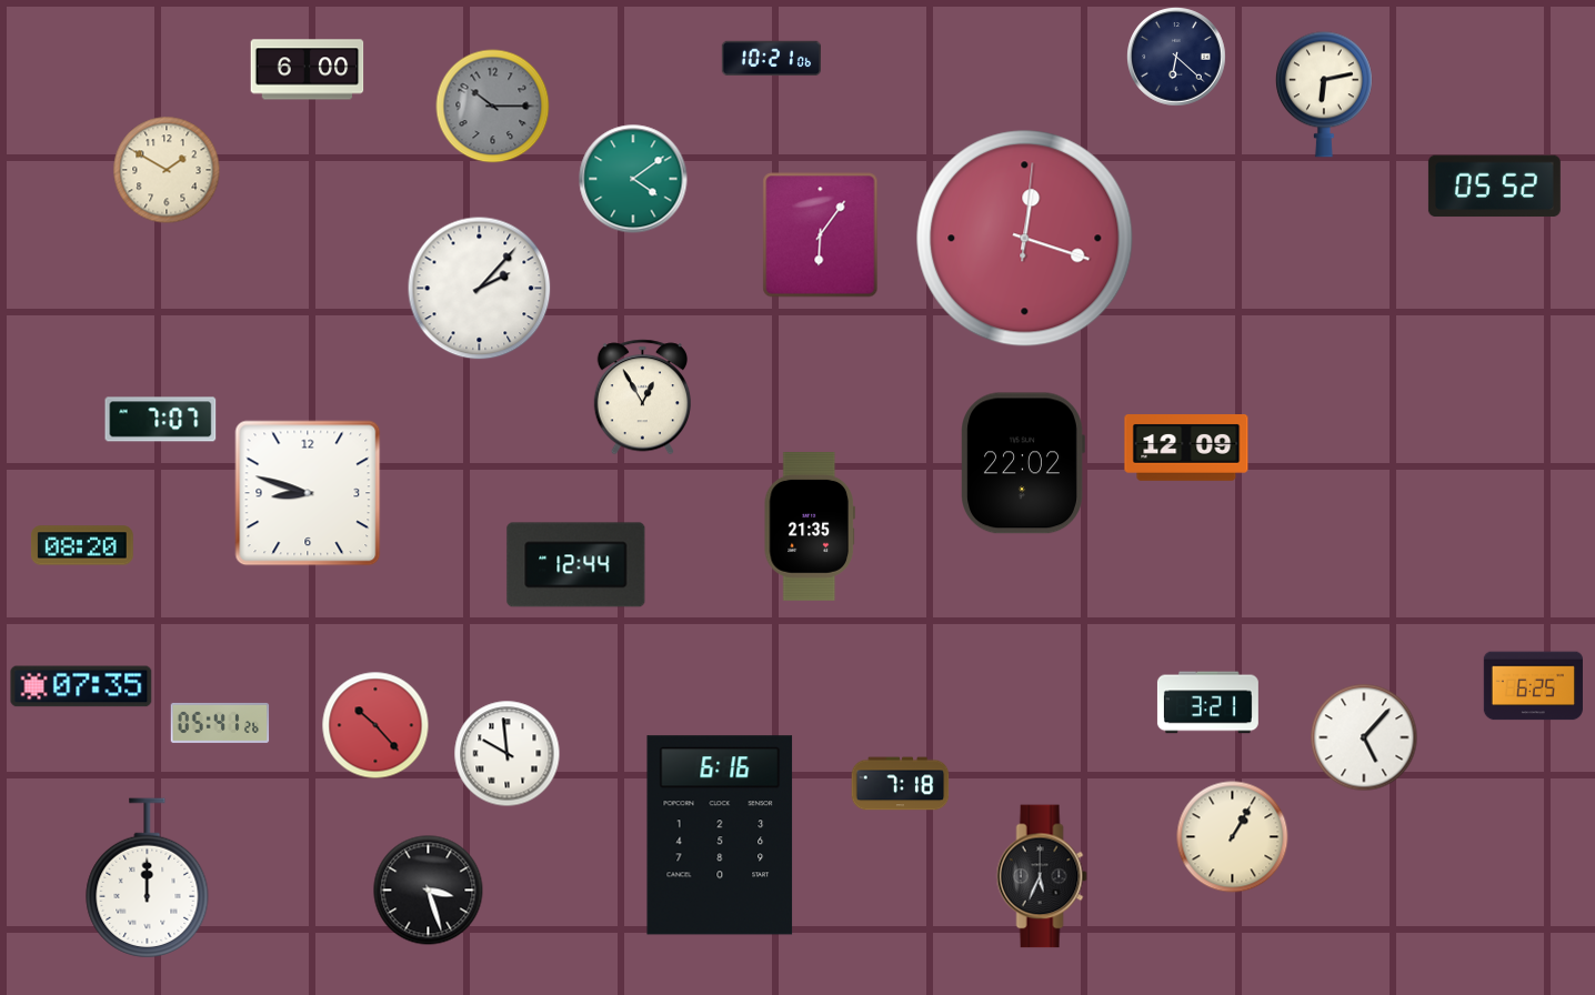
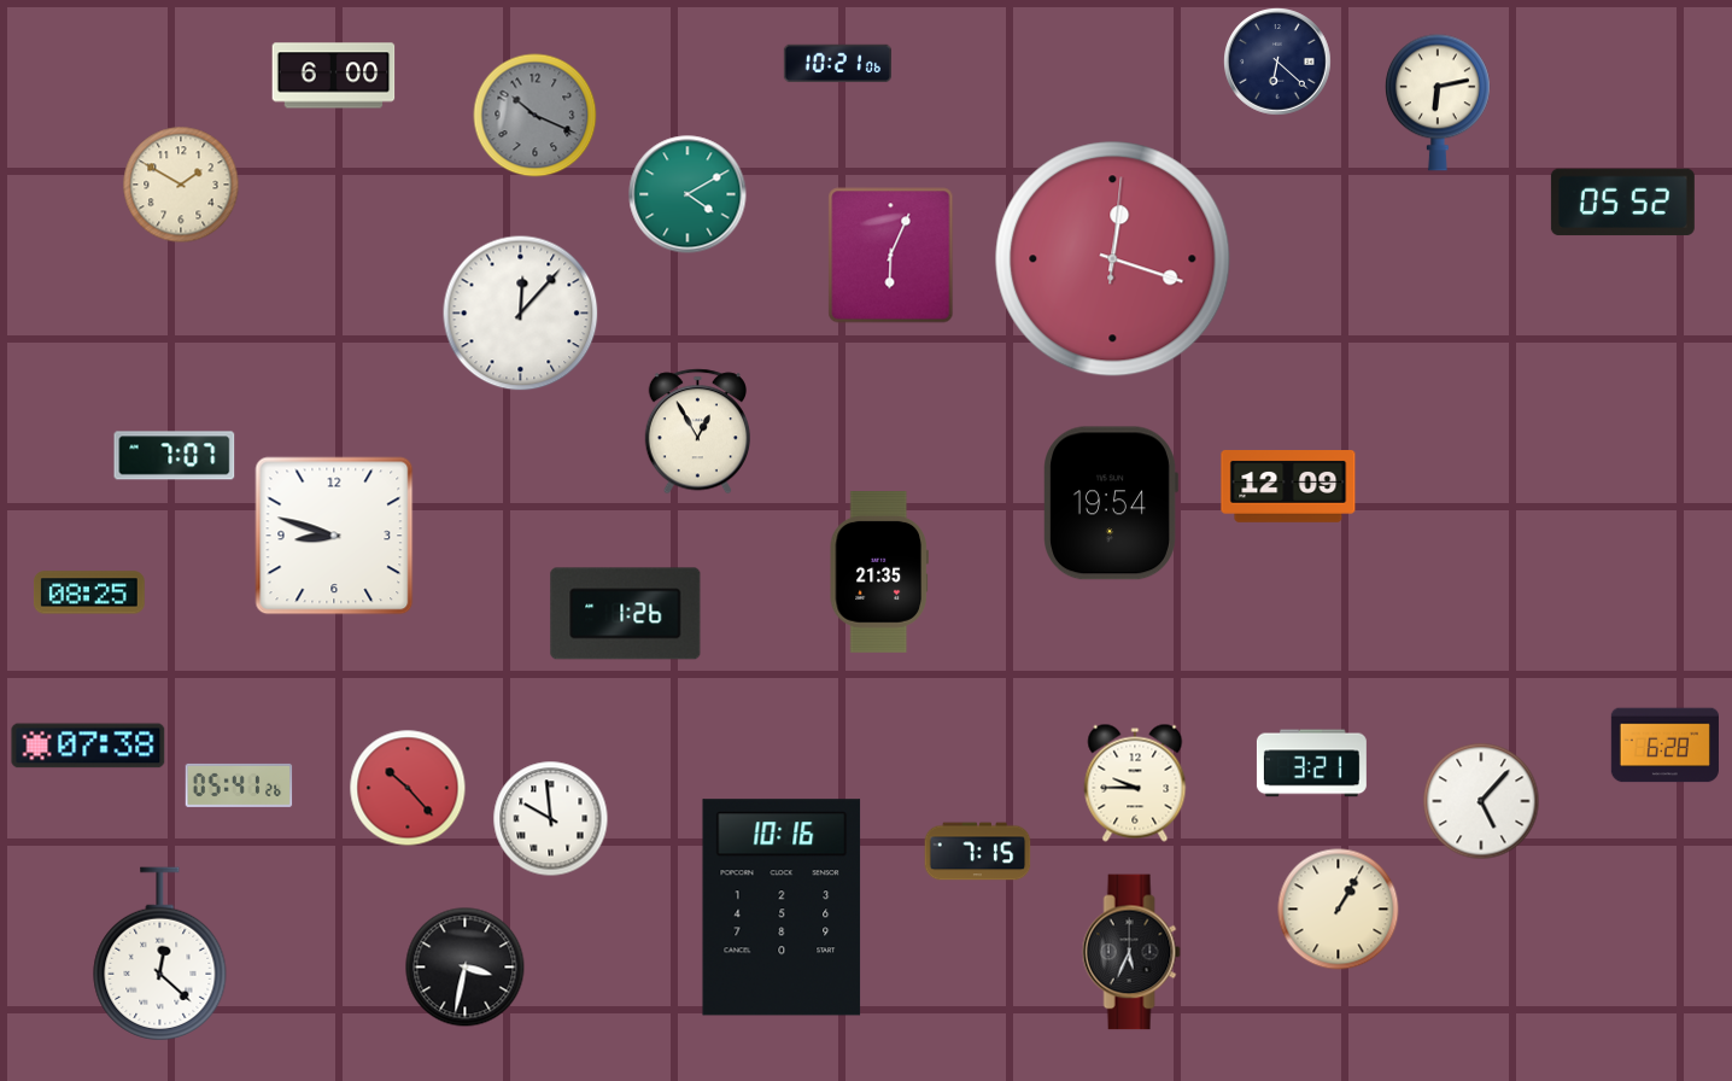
clock at (493, 107): 10:15 -> 10:19
clock at (633, 179): 4:09 -> 4:10
clock at (821, 235): 6:06 -> 6:04
clock at (480, 289): 2:07 -> 12:07
clock at (1023, 463): 22:02 -> 19:54
clock at (82, 545): 08:20 -> 08:25
clock at (576, 565): 12:44 -> 1:26
clock at (81, 686): 07:35 -> 07:38
clock at (1533, 686): 6:25 -> 6:28
clock at (1135, 783): none -> 9:45
clock at (901, 784): 7:18 -> 7:15
clock at (720, 835): 6:16 -> 10:16
clock at (148, 878): 12:00 -> 12:22
clock at (429, 891): 3:27 -> 3:32
